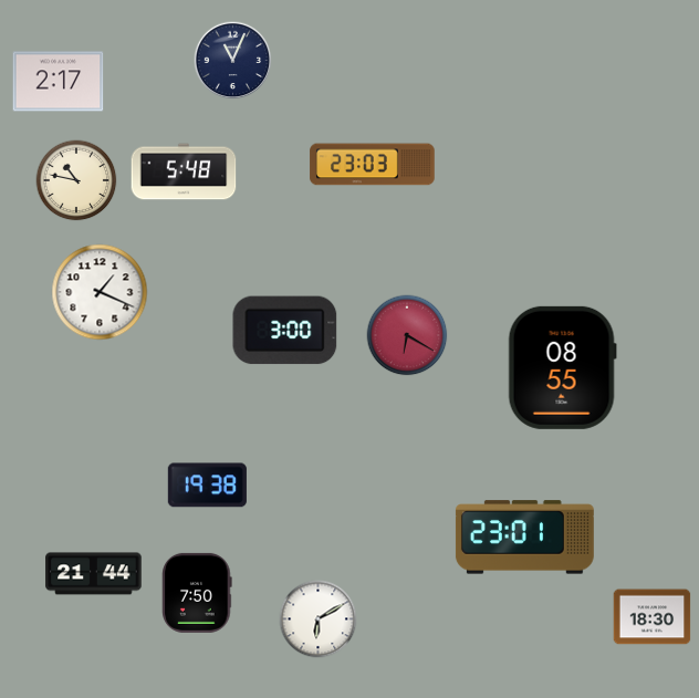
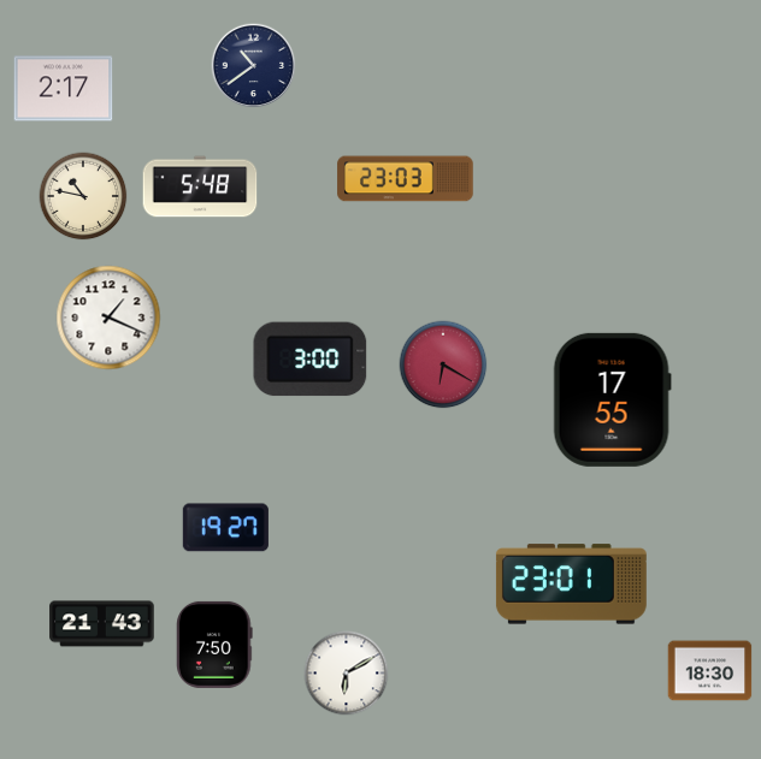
clock at (233, 61): 11:04 -> 10:39
clock at (562, 367): 08:55 -> 17:55
clock at (207, 486): 19:38 -> 19:27
clock at (94, 574): 21:44 -> 21:43
